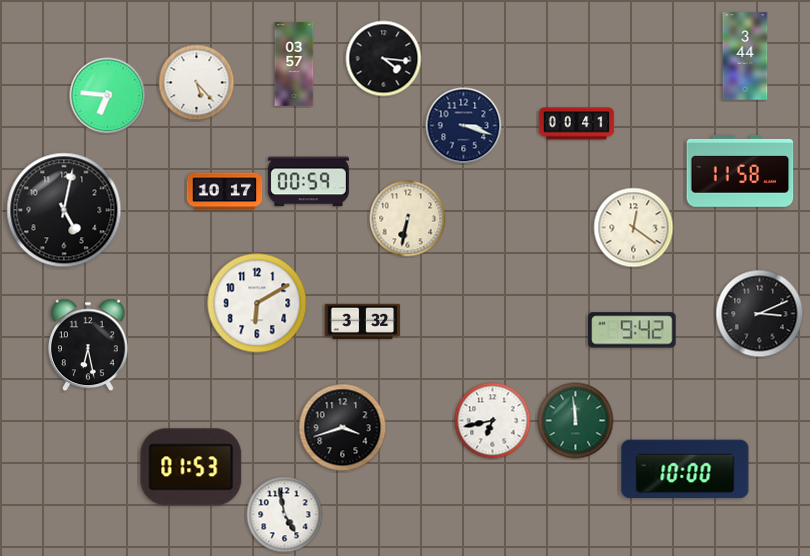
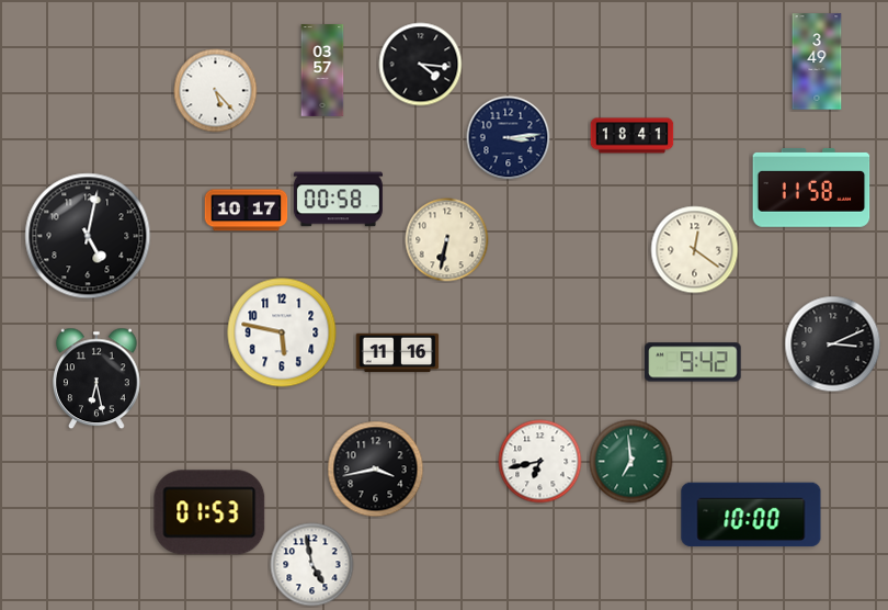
clock at (745, 56): 3:44 -> 3:49
clock at (108, 96): 6:46 -> none
clock at (577, 124): 00:41 -> 18:41
clock at (464, 126): 3:18 -> 3:14
clock at (308, 182): 00:59 -> 00:58
clock at (64, 210) position: (64, 210) -> (88, 236)
clock at (257, 303): 6:10 -> 5:47
clock at (363, 322): 3:32 -> 11:16
clock at (576, 421): 11:59 -> 6:59
clock at (343, 428): 3:42 -> 3:43
